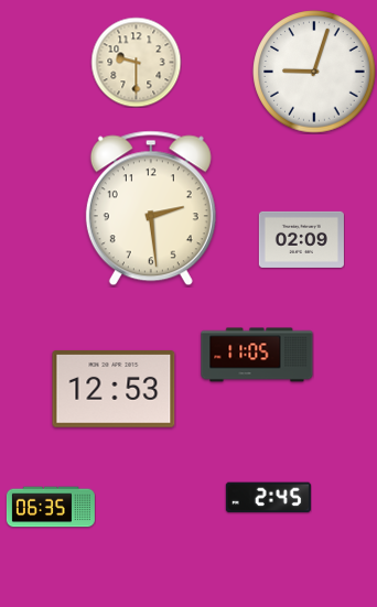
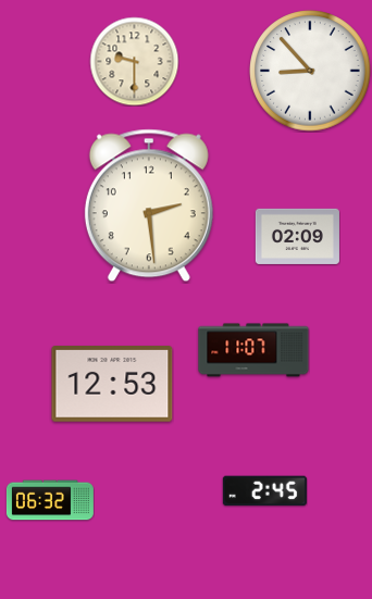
clock at (314, 72): 9:03 -> 8:53
clock at (257, 355): 11:05 -> 11:07
clock at (51, 507): 06:35 -> 06:32
